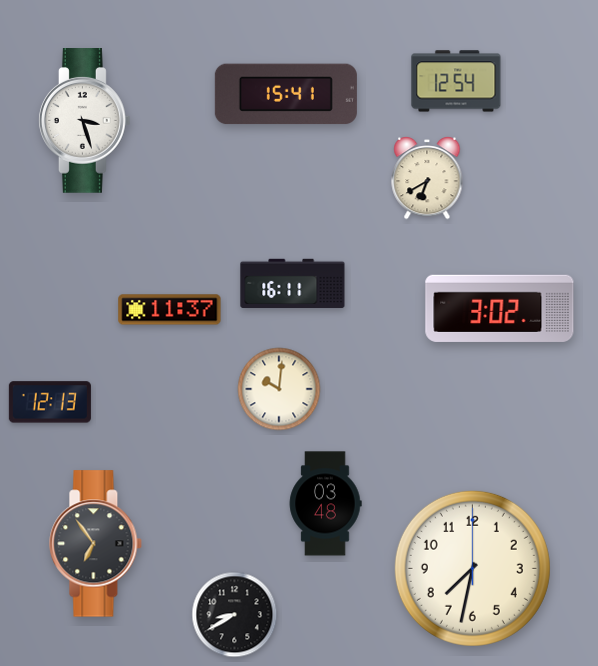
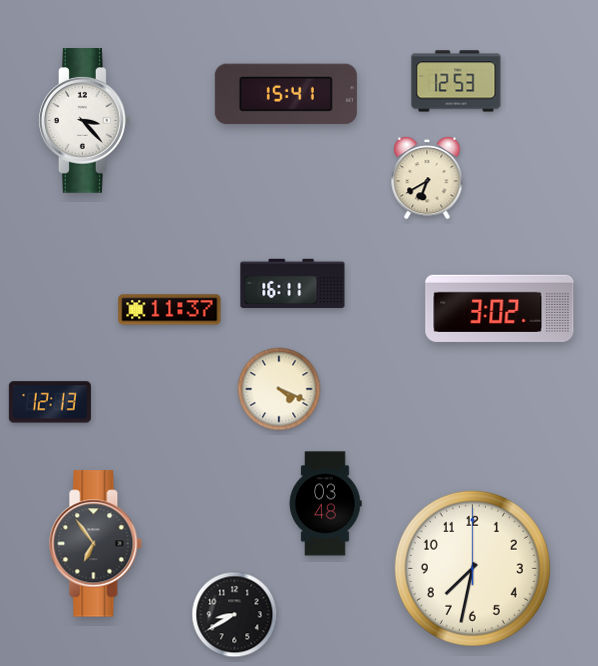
clock at (456, 81): 12:54 -> 12:53
clock at (84, 121): 3:27 -> 3:23
clock at (279, 389): 10:01 -> 4:19
